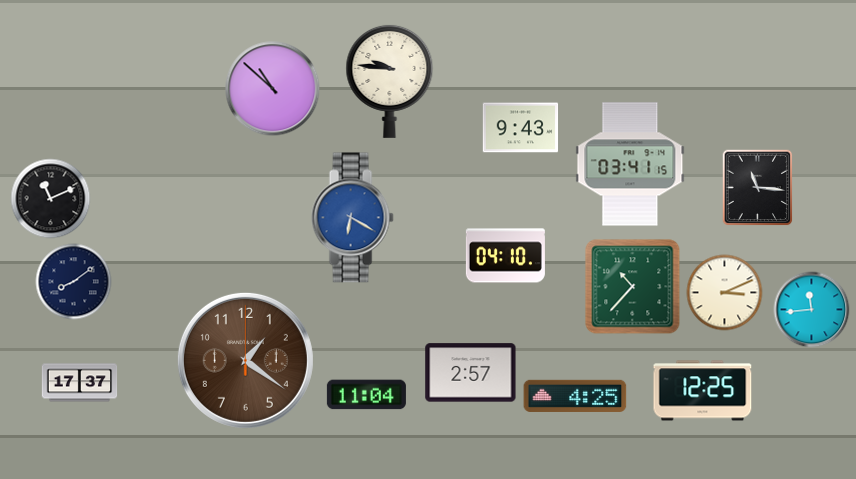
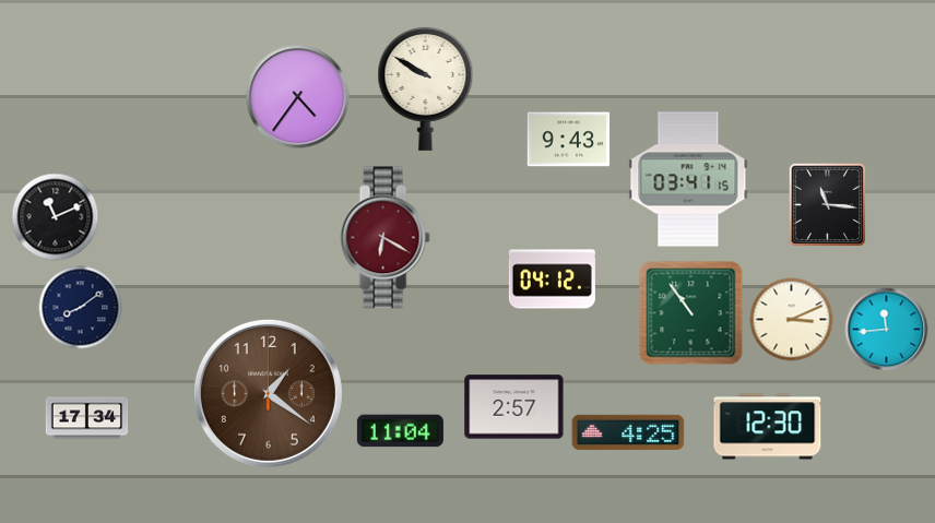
clock at (390, 81): 9:46 -> 9:50
clock at (273, 89): 10:52 -> 4:36
clock at (352, 218) dial: blue -> burgundy
clock at (505, 256): 04:10 -> 04:12
clock at (633, 287): 10:37 -> 10:54
clock at (812, 310) position: (812, 310) -> (887, 330)
clock at (80, 383): 17:37 -> 17:34
clock at (703, 391): 12:25 -> 12:30
